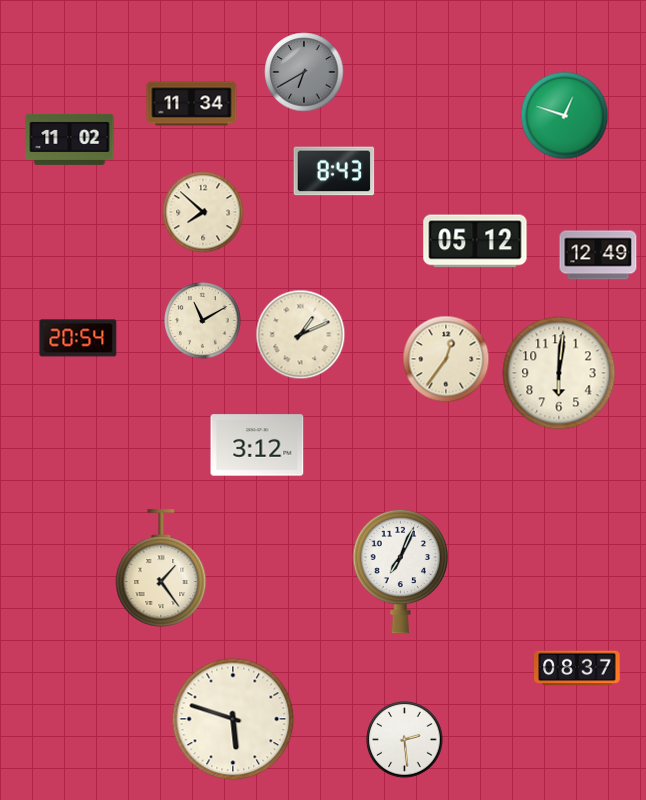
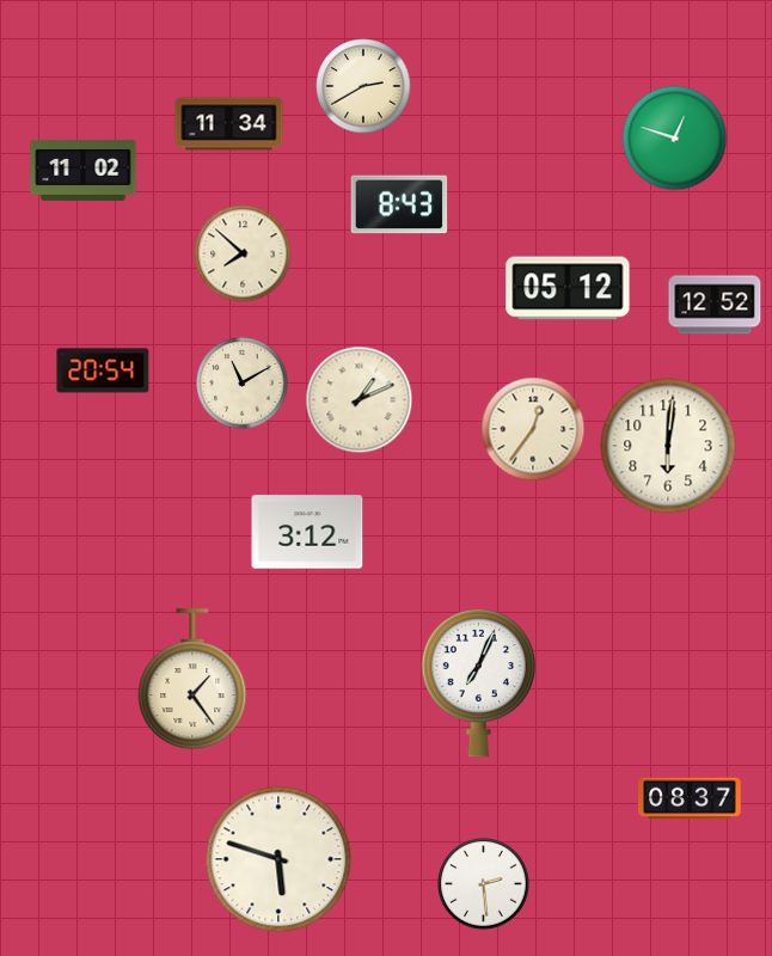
clock at (304, 72): 6:40 -> 2:40
clock at (304, 72) dial: grey -> cream
clock at (70, 139) position: (70, 139) -> (84, 170)
clock at (598, 255): 12:49 -> 12:52
clock at (78, 338) position: (78, 338) -> (103, 370)
